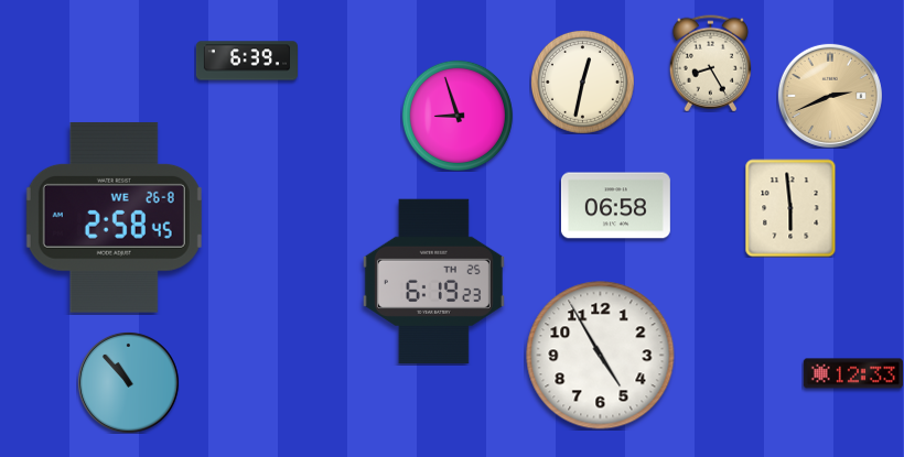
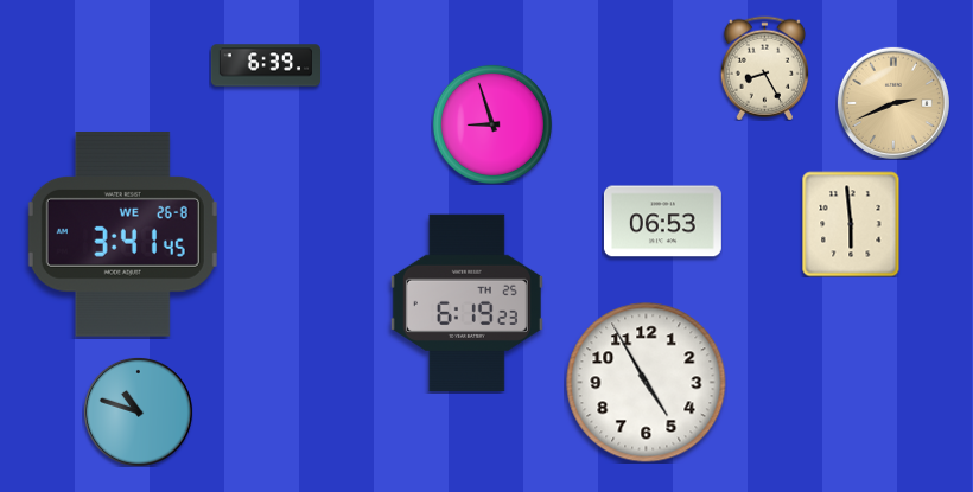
clock at (582, 81): 12:32 -> none
clock at (615, 206): 06:58 -> 06:53
clock at (114, 218): 2:58 -> 3:41
clock at (852, 373): 12:33 -> none
clock at (128, 382): 10:53 -> 10:48
